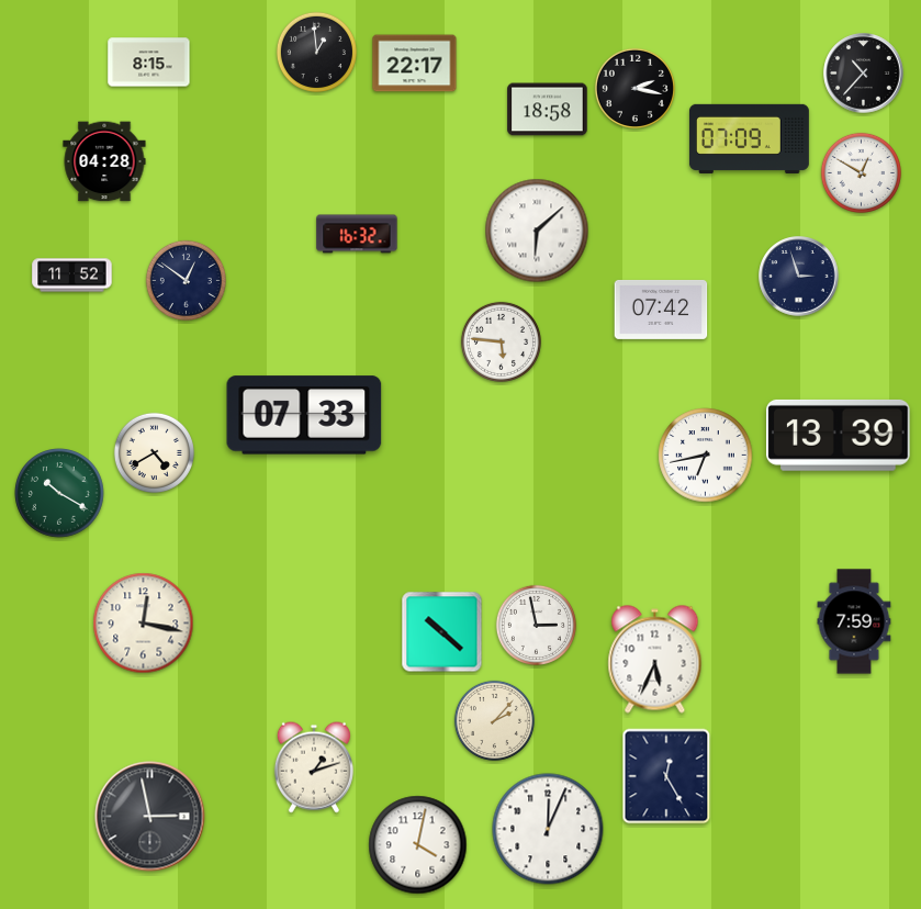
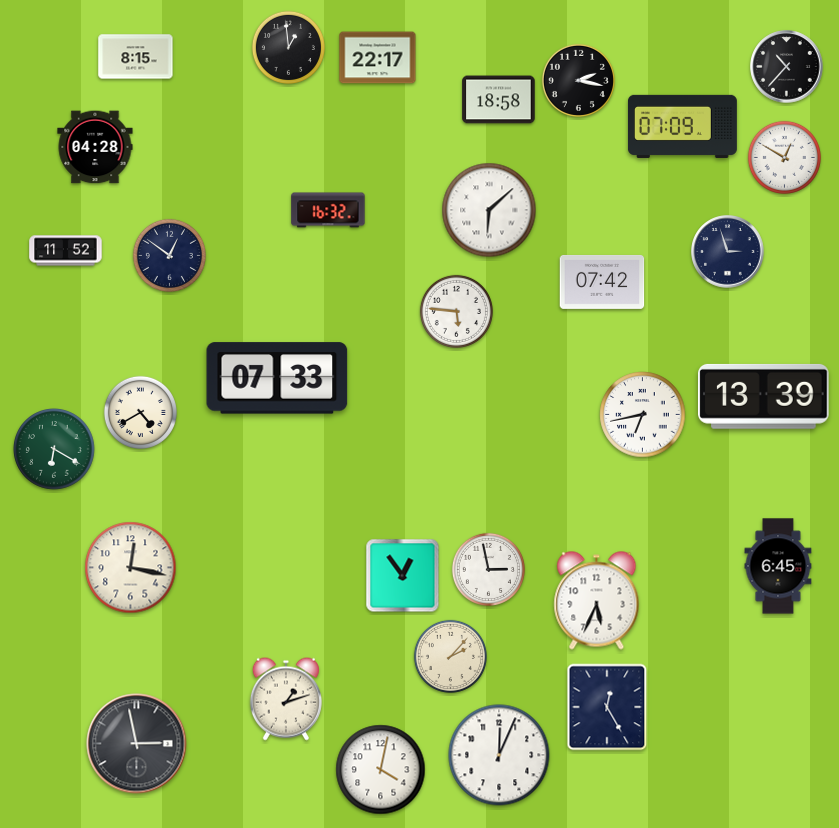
clock at (357, 234) position: (357, 234) -> (328, 210)
clock at (59, 493): 10:20 -> 6:20
clock at (854, 621): 7:59 -> 6:45
clock at (442, 632): 10:22 -> 12:54
